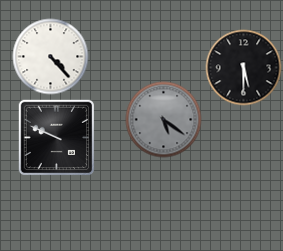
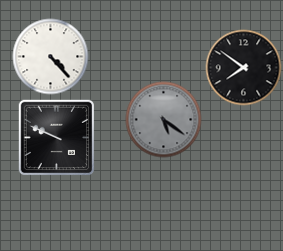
clock at (244, 68): 5:30 -> 7:51
